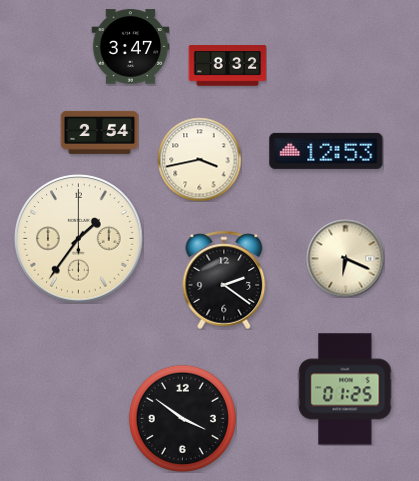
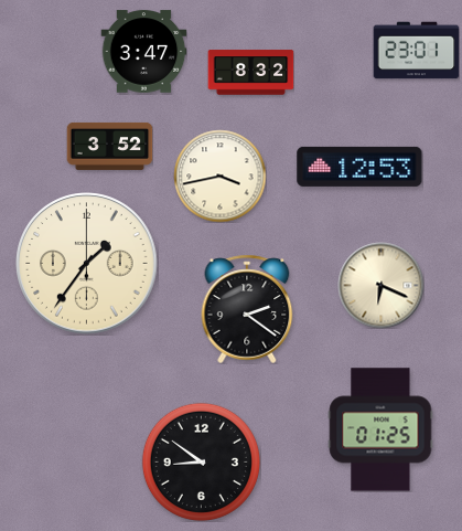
clock at (416, 51): none -> 23:01
clock at (99, 132): 2:54 -> 3:52
clock at (182, 418): 3:51 -> 8:51
